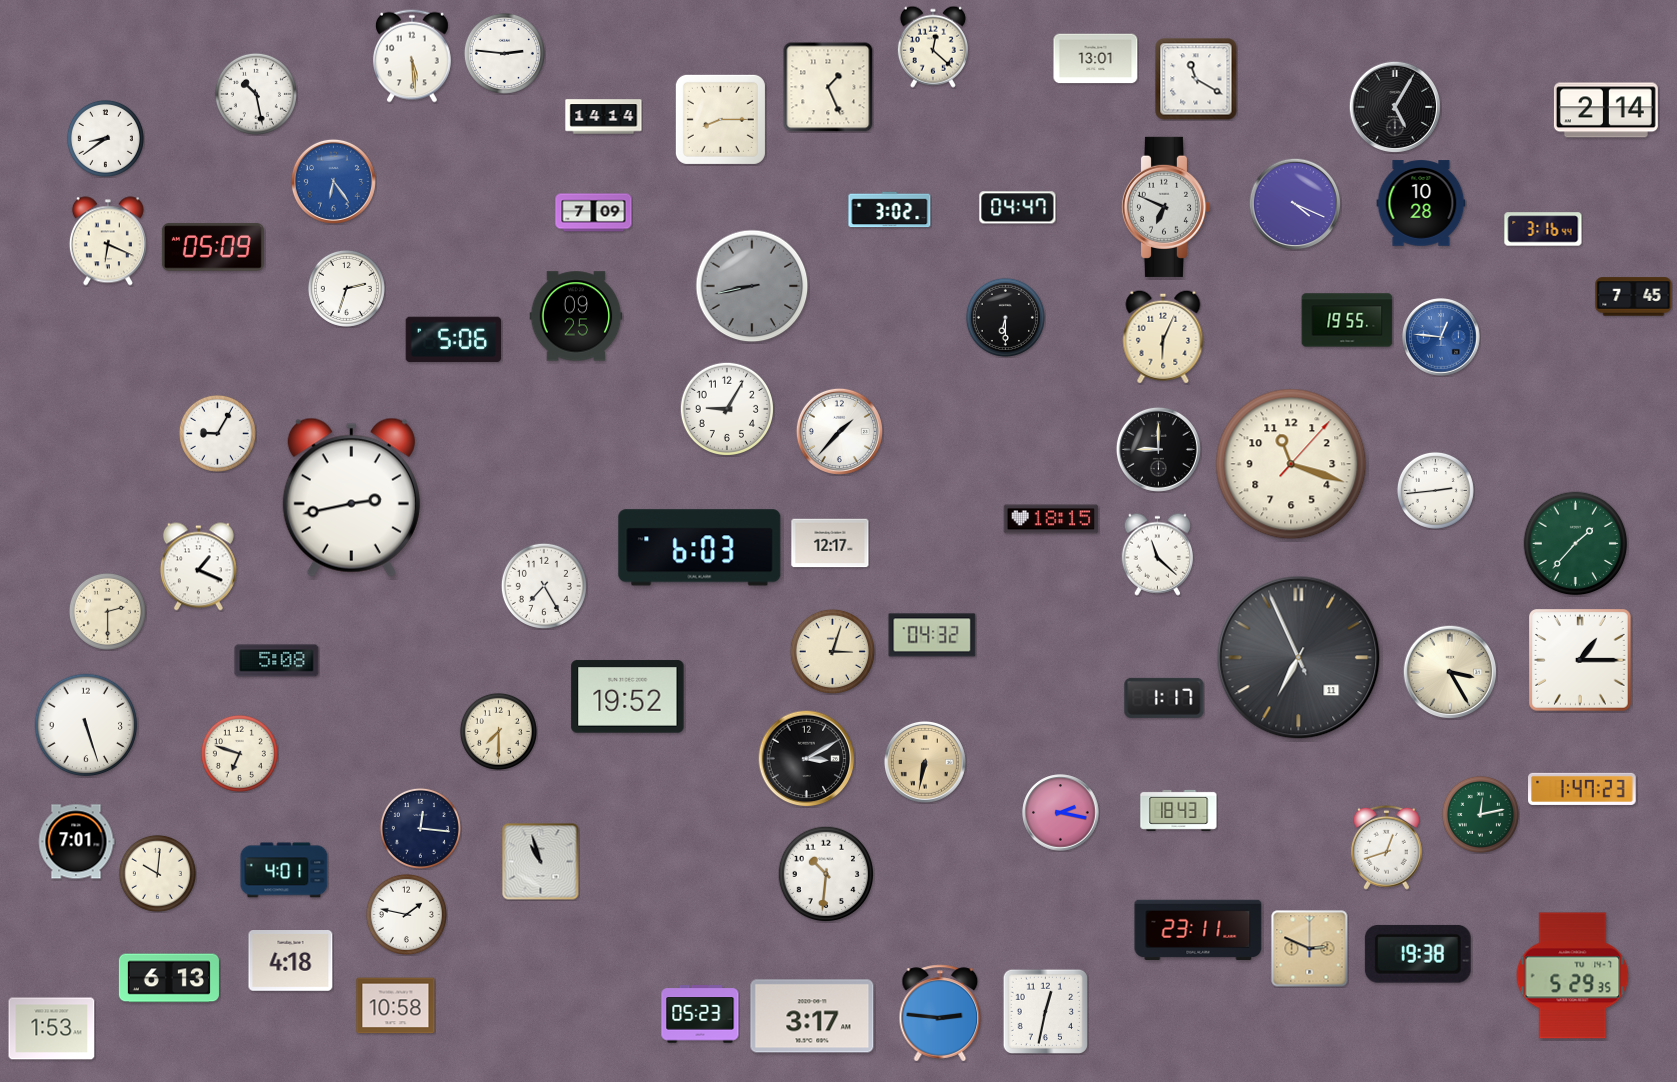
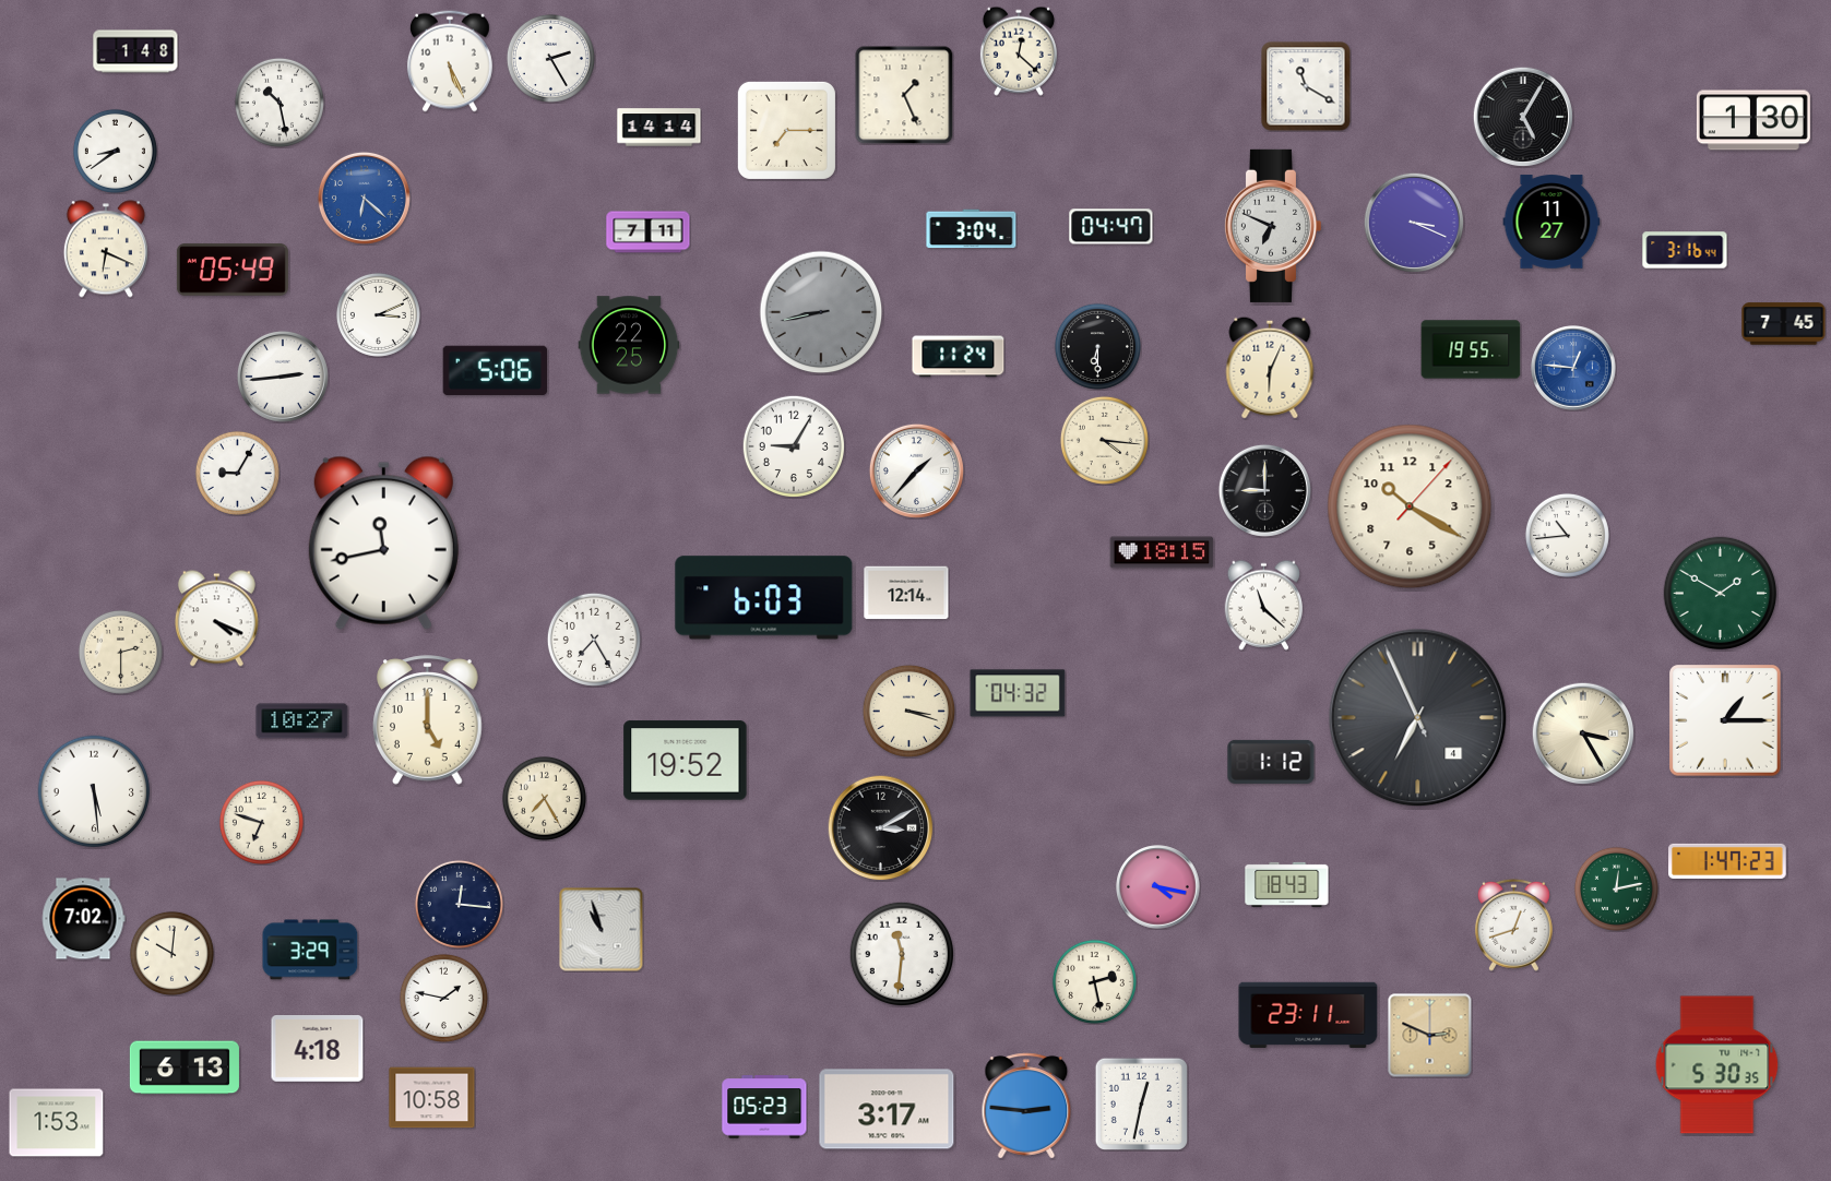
clock at (135, 51): none -> 1:48
clock at (504, 53): 2:46 -> 2:25
clock at (412, 56): 5:29 -> 5:26
clock at (1096, 59): 13:01 -> none
clock at (1606, 110): 2:14 -> 1:30
clock at (720, 119): 8:15 -> 7:15
clock at (333, 181): 6:24 -> 6:22
clock at (1294, 203): 4:19 -> 3:19
clock at (1421, 203): 10:28 -> 11:27
clock at (890, 210): 3:02 -> 3:04
clock at (594, 213): 7:09 -> 7:11
clock at (108, 241) position: (108, 241) -> (106, 249)
clock at (213, 247): 05:09 -> 05:49
clock at (346, 288): 2:33 -> 3:11
clock at (576, 316): 09:25 -> 22:25
clock at (959, 357): none -> 11:24
clock at (283, 377): none -> 2:44
clock at (1104, 440): none -> 4:16
clock at (1291, 464): 11:18 -> 10:20
clock at (1435, 490): 2:44 -> 10:44
clock at (351, 497): 2:43 -> 11:43
clock at (1051, 519) position: (1051, 519) -> (1162, 552)
clock at (830, 543): 12:17 -> 12:14
clock at (1576, 544): 1:37 -> 1:50
clock at (198, 567): 1:19 -> 4:19
clock at (107, 611) position: (107, 611) -> (120, 652)
clock at (832, 651): 3:03 -> 3:18
clock at (1299, 658) date: 11 -> 4
clock at (428, 720): none -> 5:00
clock at (277, 661): 5:08 -> 10:27
clock at (1164, 698): 1:17 -> 1:12
clock at (86, 725): 5:27 -> 5:29
clock at (498, 731): 7:30 -> 7:25
clock at (925, 762): 6:32 -> none
clock at (1061, 813): 2:17 -> 4:17
clock at (76, 842): 7:01 -> 7:02
clock at (541, 862) position: (541, 862) -> (602, 930)
clock at (284, 870): 4:01 -> 3:29
clock at (825, 873): 10:31 -> 11:31
clock at (1094, 981): none -> 2:28
clock at (1418, 954): 19:38 -> none
clock at (1573, 976): 5:29 -> 5:30
